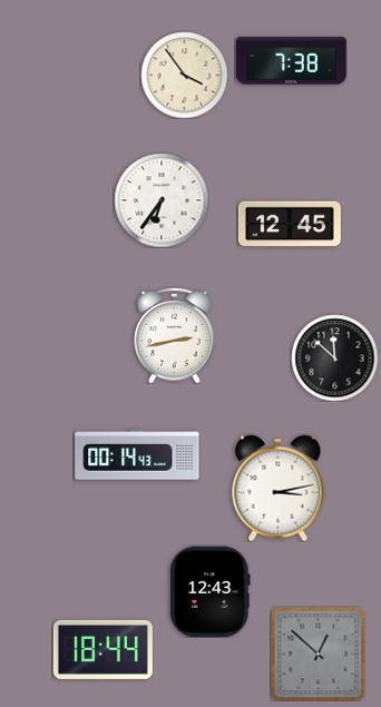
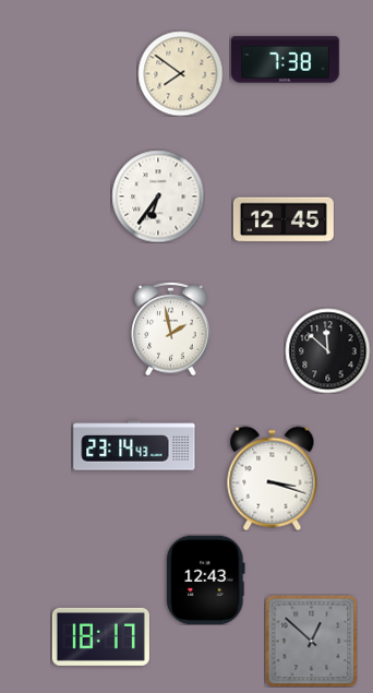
clock at (184, 75): 3:54 -> 7:51
clock at (175, 335): 2:43 -> 1:58
clock at (137, 454): 00:14 -> 23:14
clock at (279, 488): 3:13 -> 3:18
clock at (102, 649): 18:44 -> 18:17
